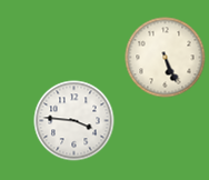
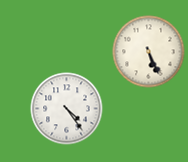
clock at (74, 121): 3:46 -> 4:24
